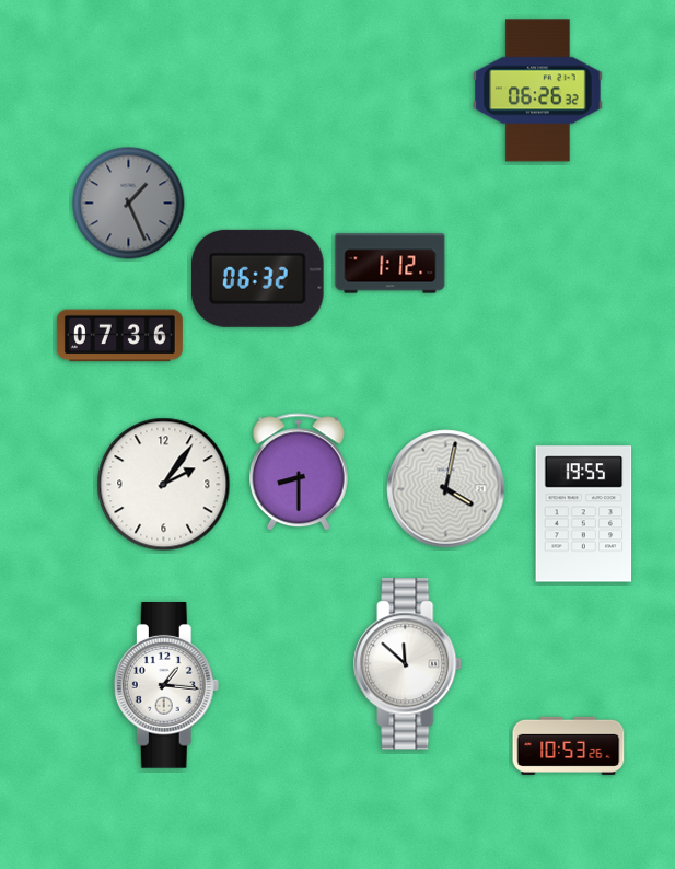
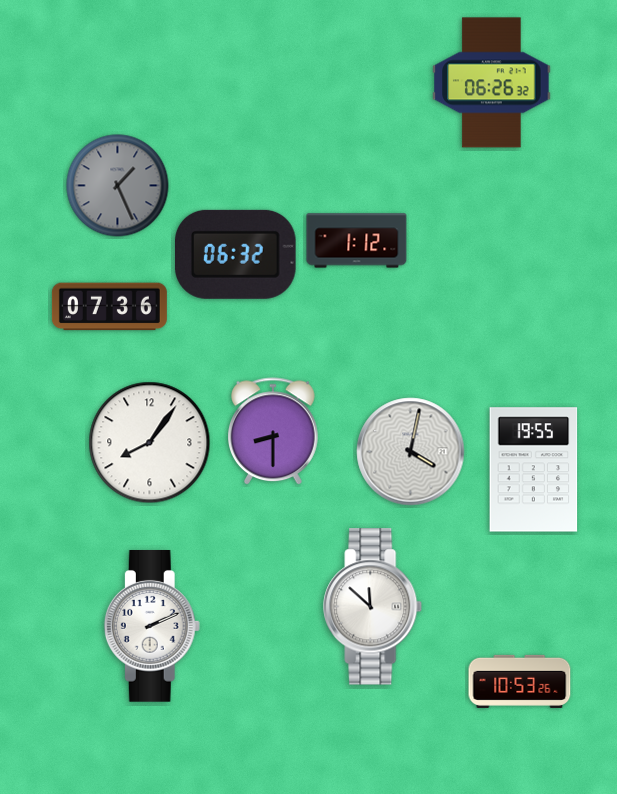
clock at (164, 485): 2:06 -> 8:06
clock at (446, 489) position: (446, 489) -> (411, 452)
clock at (166, 686): 1:16 -> 2:11
